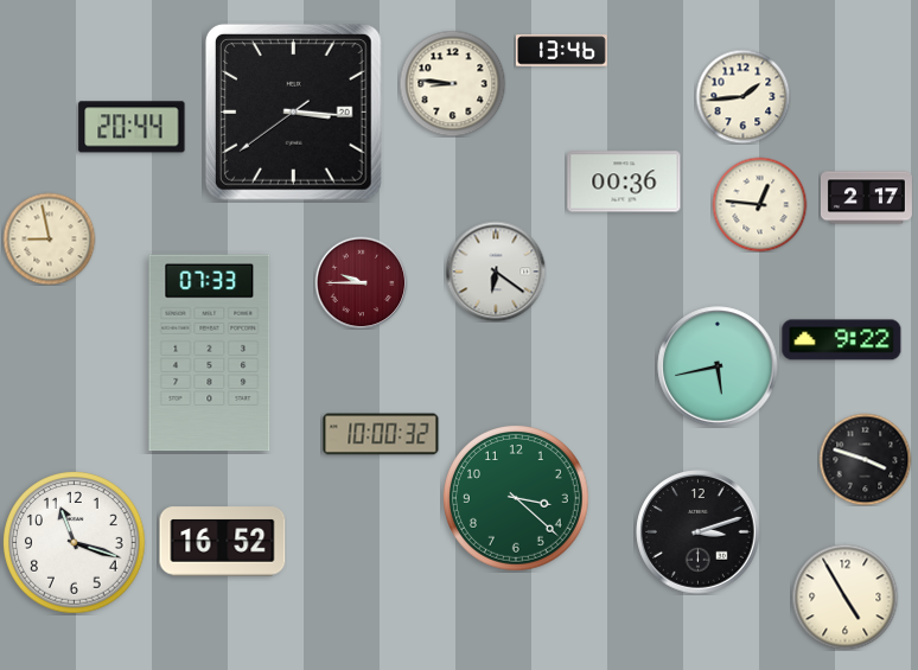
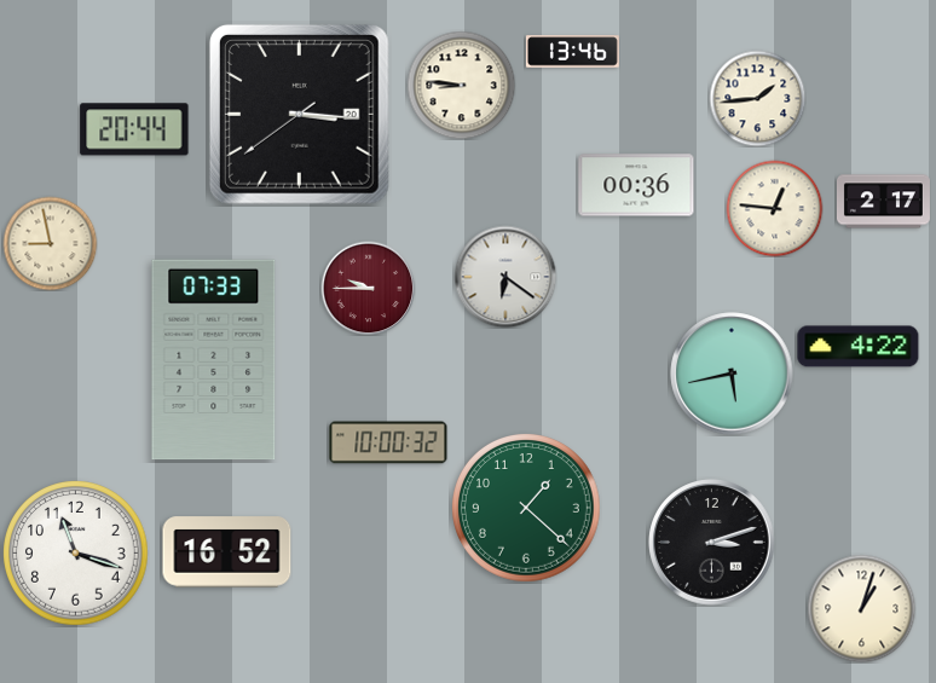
clock at (842, 340): 9:22 -> 4:22
clock at (865, 459): 3:48 -> none
clock at (517, 499): 3:22 -> 1:22
clock at (844, 596): 4:55 -> 1:03
